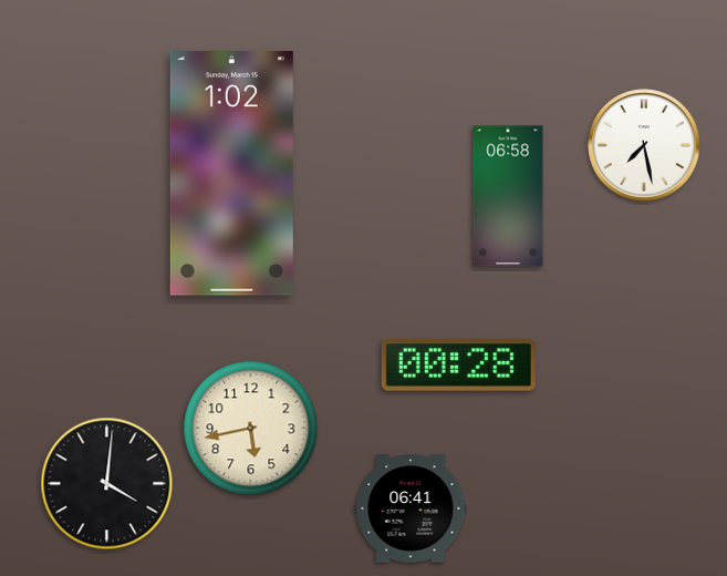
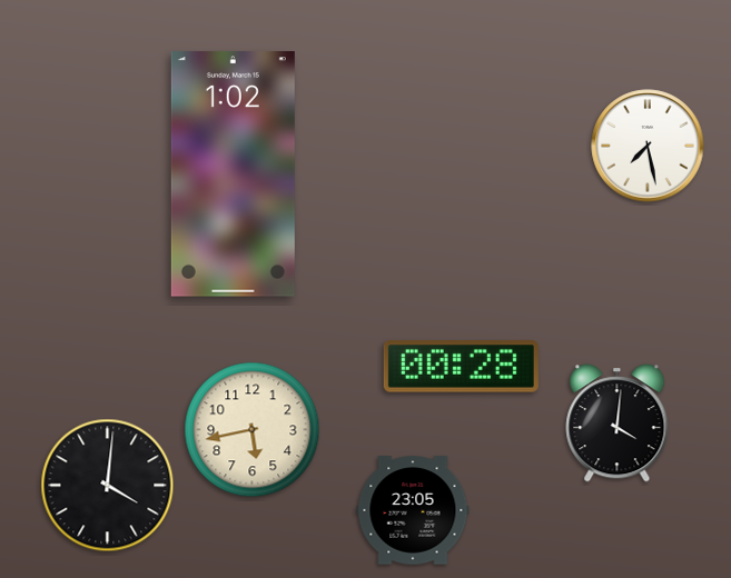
clock at (508, 196): 06:58 -> none
clock at (618, 423): none -> 4:01
clock at (411, 508): 06:41 -> 23:05
